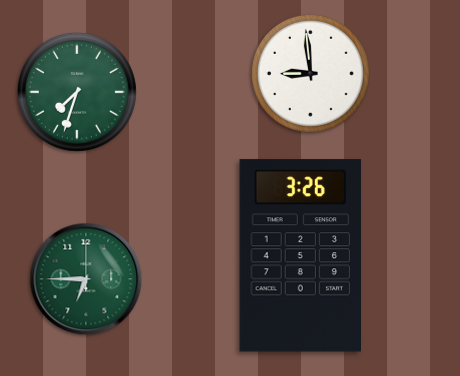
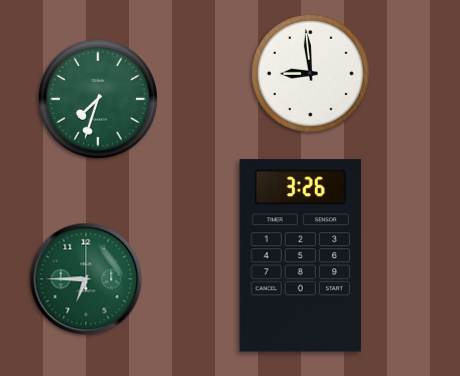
clock at (77, 92) position: (77, 92) -> (98, 99)
